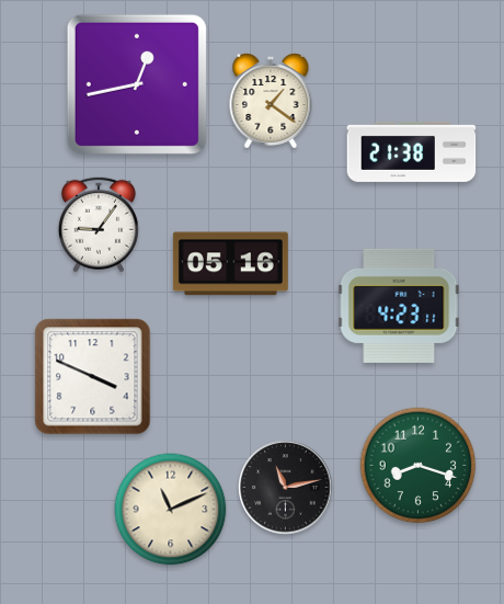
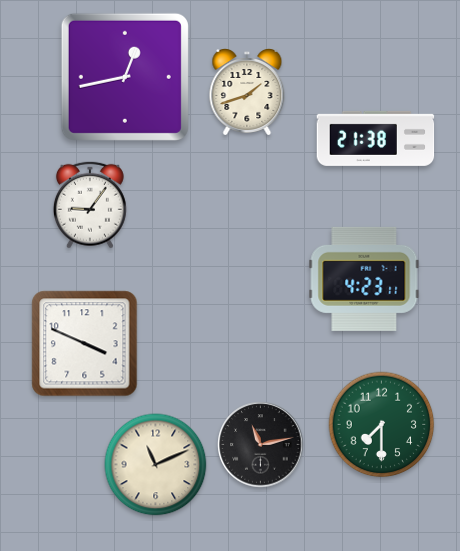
clock at (271, 102): 1:21 -> 1:42
clock at (230, 264): 05:16 -> none
clock at (419, 466): 8:18 -> 7:30
